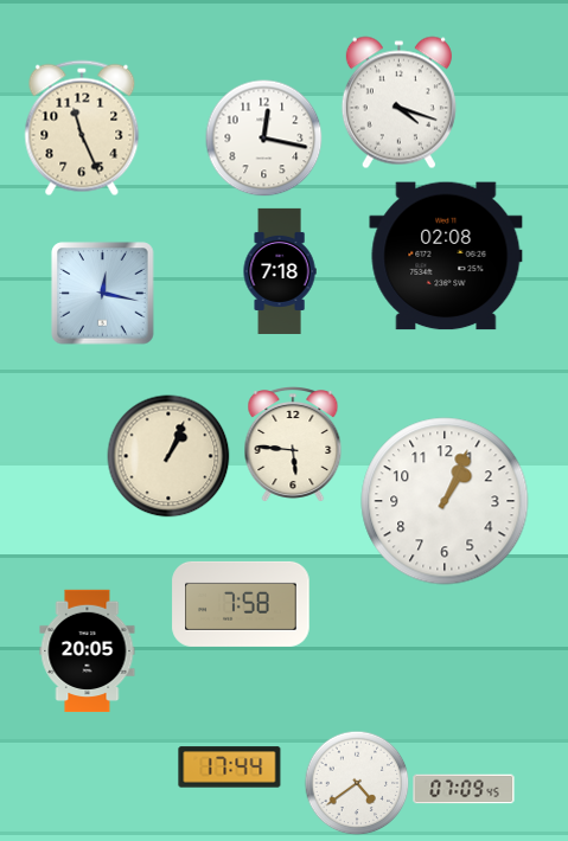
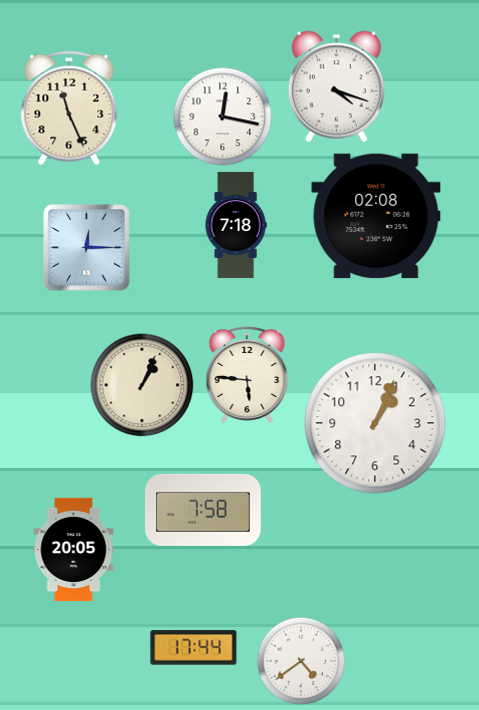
clock at (280, 271) position: (280, 271) -> (236, 225)
clock at (103, 294): 12:17 -> 12:15
clock at (464, 789): 07:09 -> none
